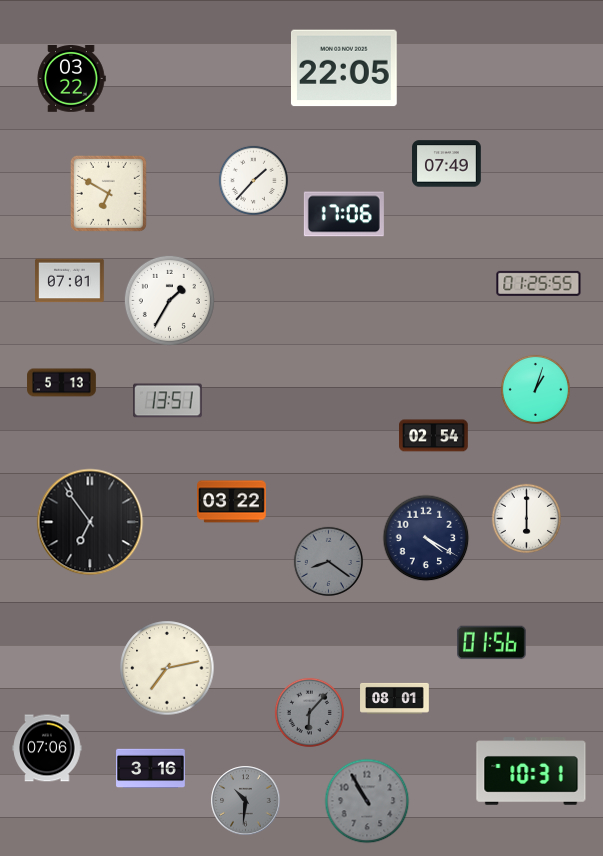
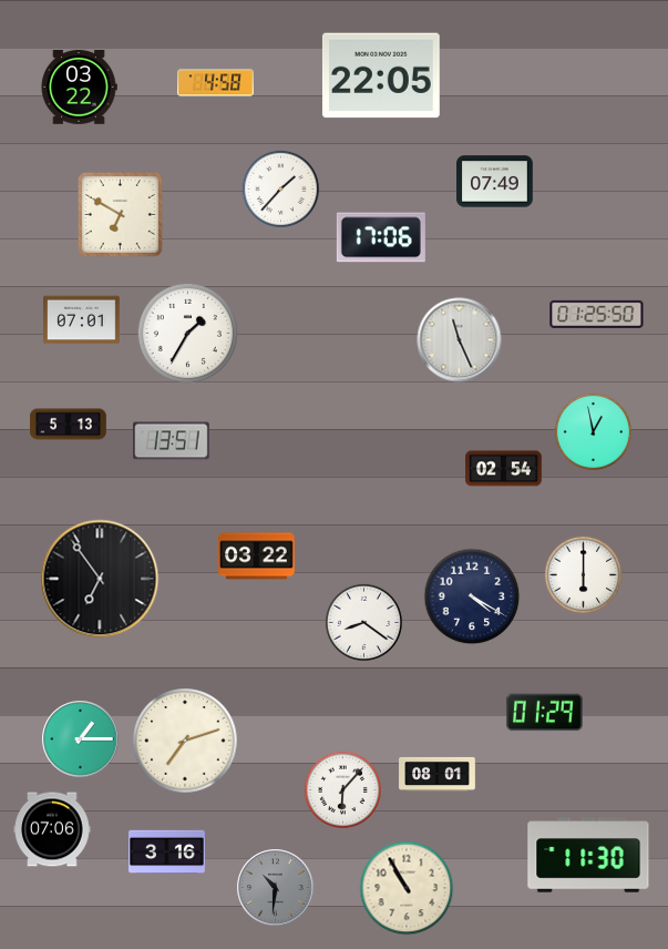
clock at (216, 83): none -> 4:58
clock at (253, 180) position: (253, 180) -> (280, 188)
clock at (70, 281) position: (70, 281) -> (82, 320)
clock at (539, 283): 01:25:55 -> 01:25:50
clock at (460, 340): none -> 11:26
clock at (535, 389): 1:03 -> 12:58
clock at (168, 401) position: (168, 401) -> (172, 441)
clock at (434, 436) position: (434, 436) -> (504, 469)
clock at (328, 561) dial: grey -> white
clock at (492, 643): 01:56 -> 01:29
clock at (81, 739): none -> 1:15
clock at (167, 668): 7:13 -> 7:12
clock at (309, 712) dial: grey -> white
clock at (531, 771): 10:31 -> 11:30
clock at (246, 801) position: (246, 801) -> (276, 888)
clock at (367, 801) dial: grey -> cream
